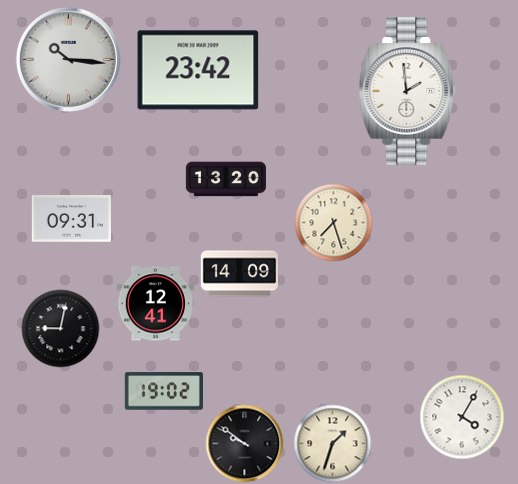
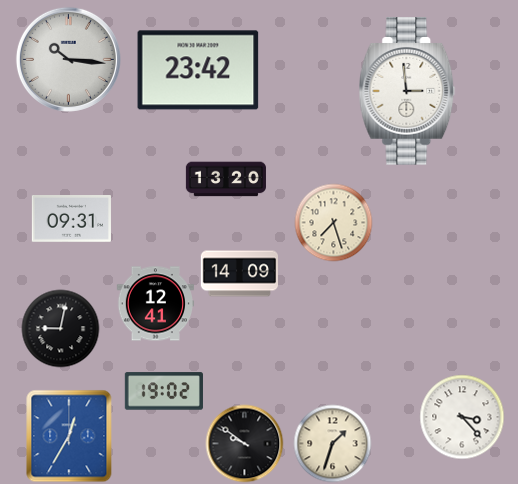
clock at (407, 91): 1:59 -> 2:59
clock at (462, 417): 4:05 -> 3:23
clock at (69, 436): none -> 12:35
